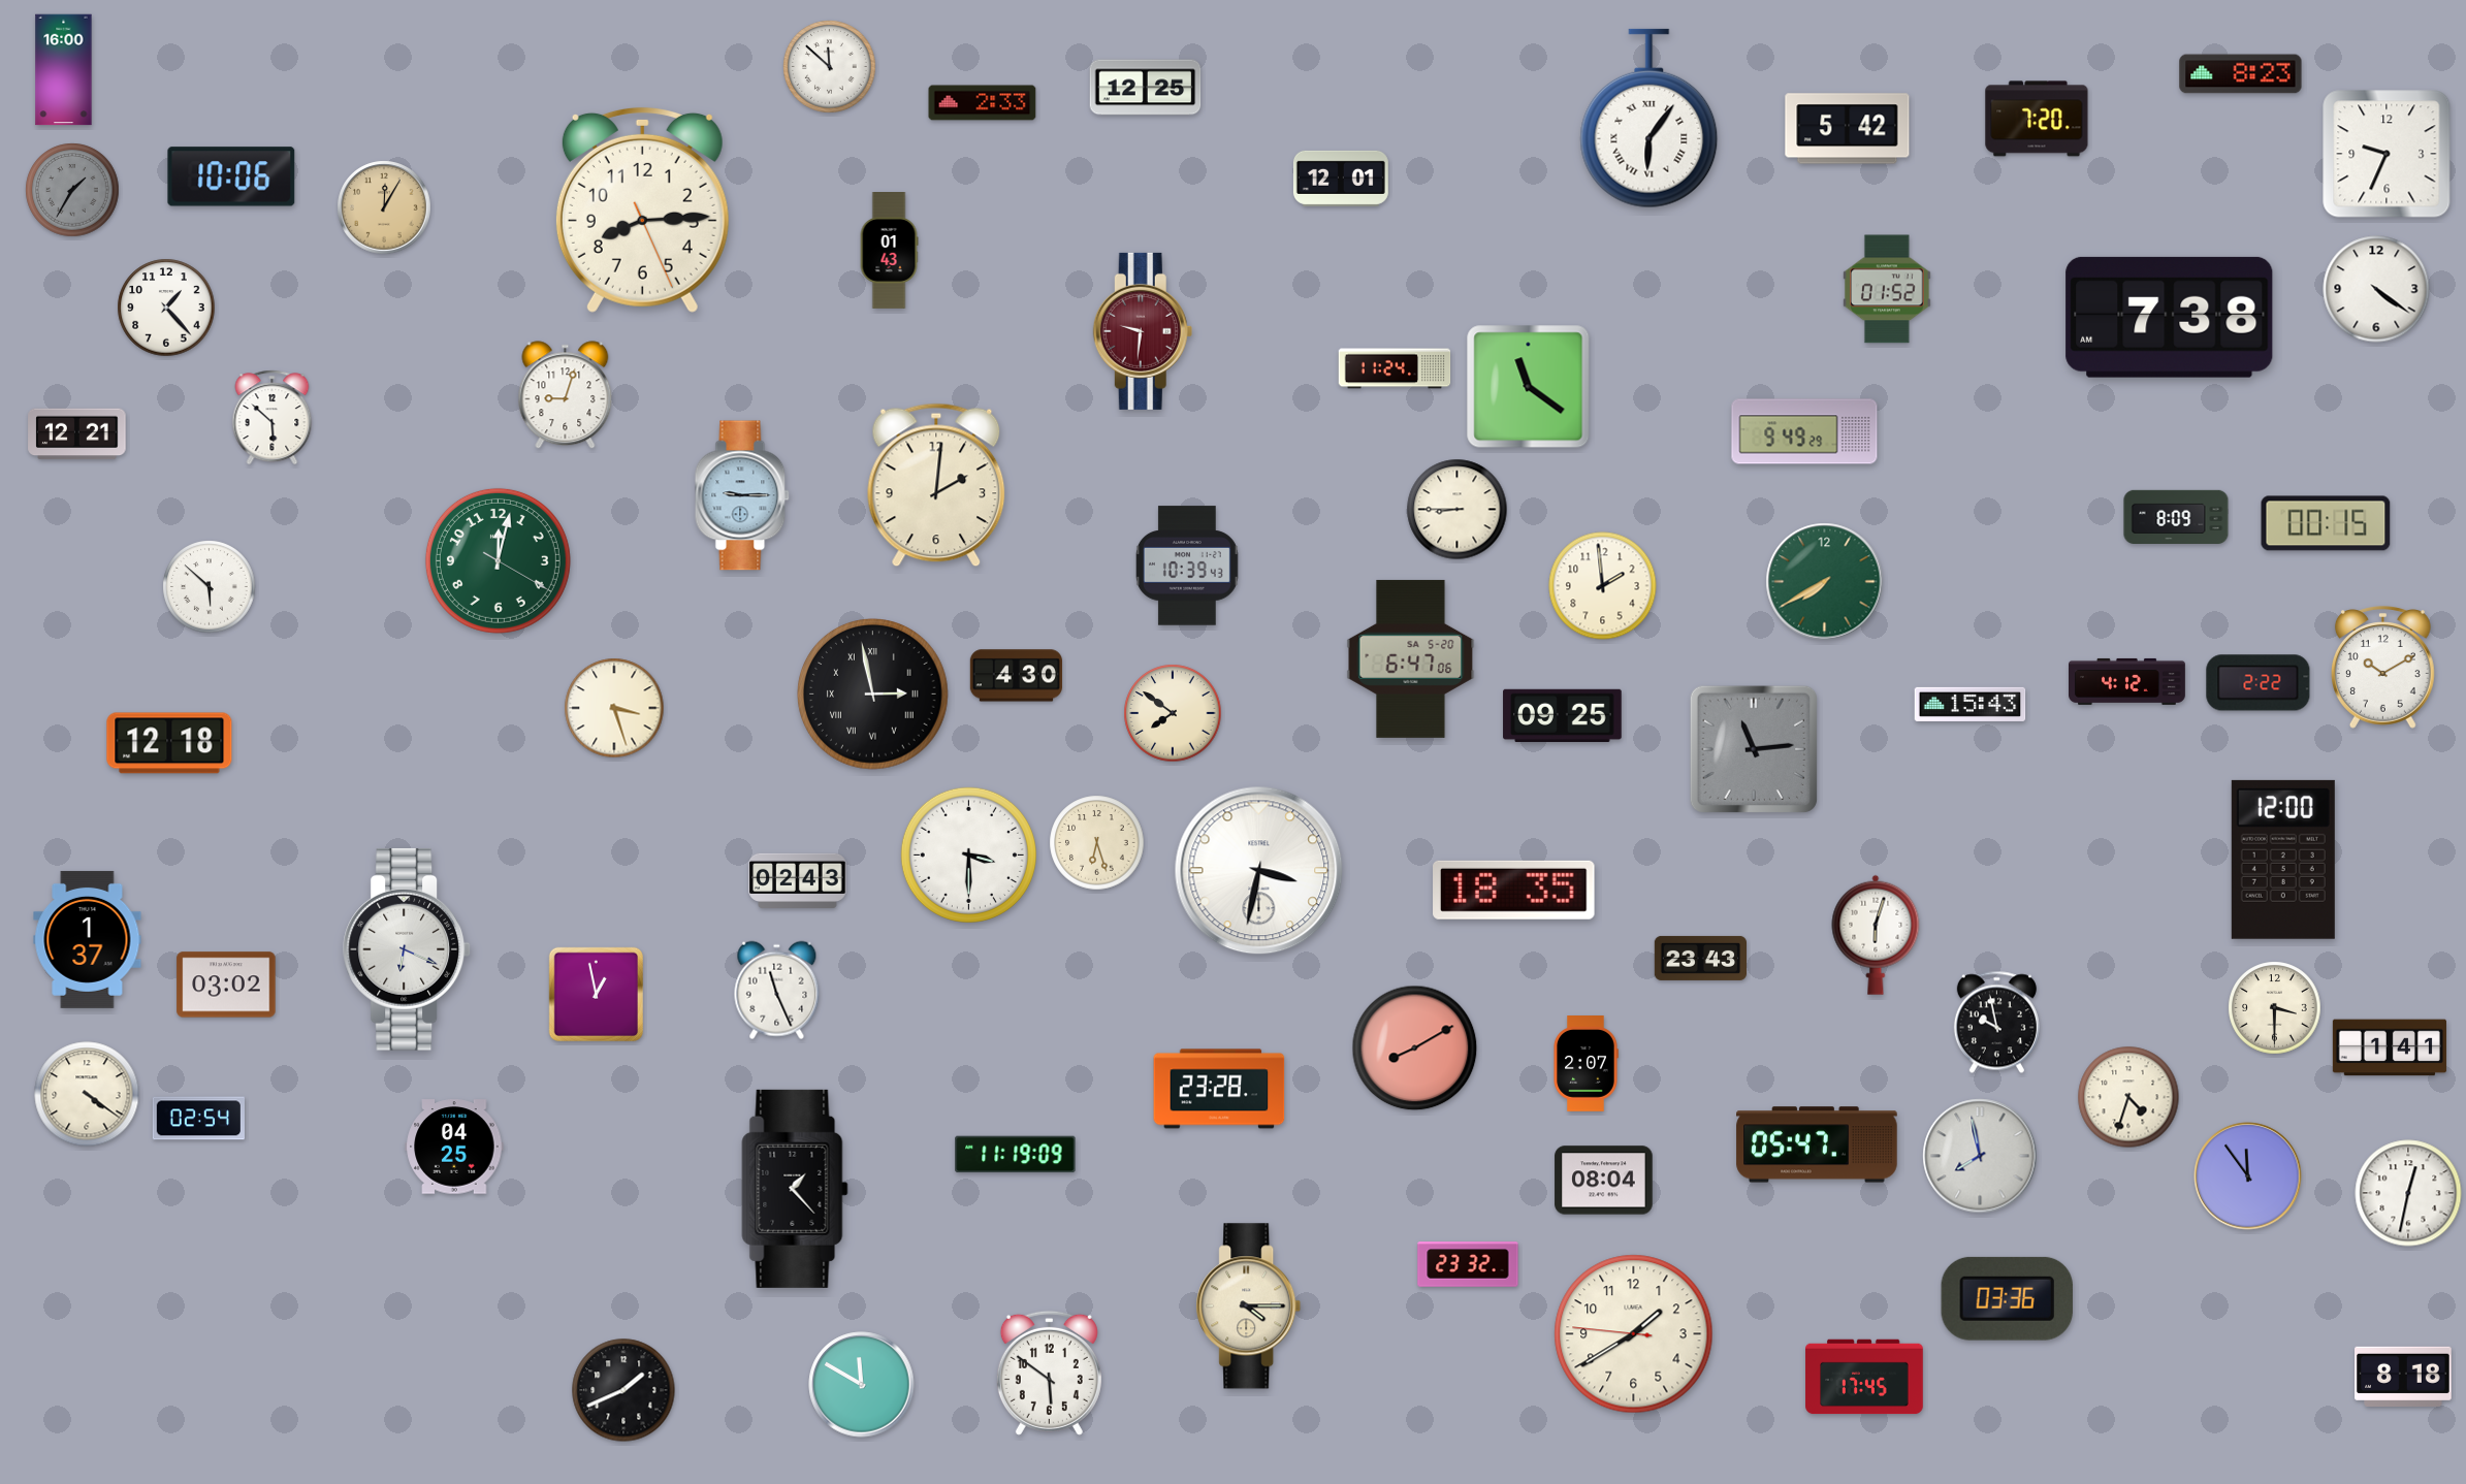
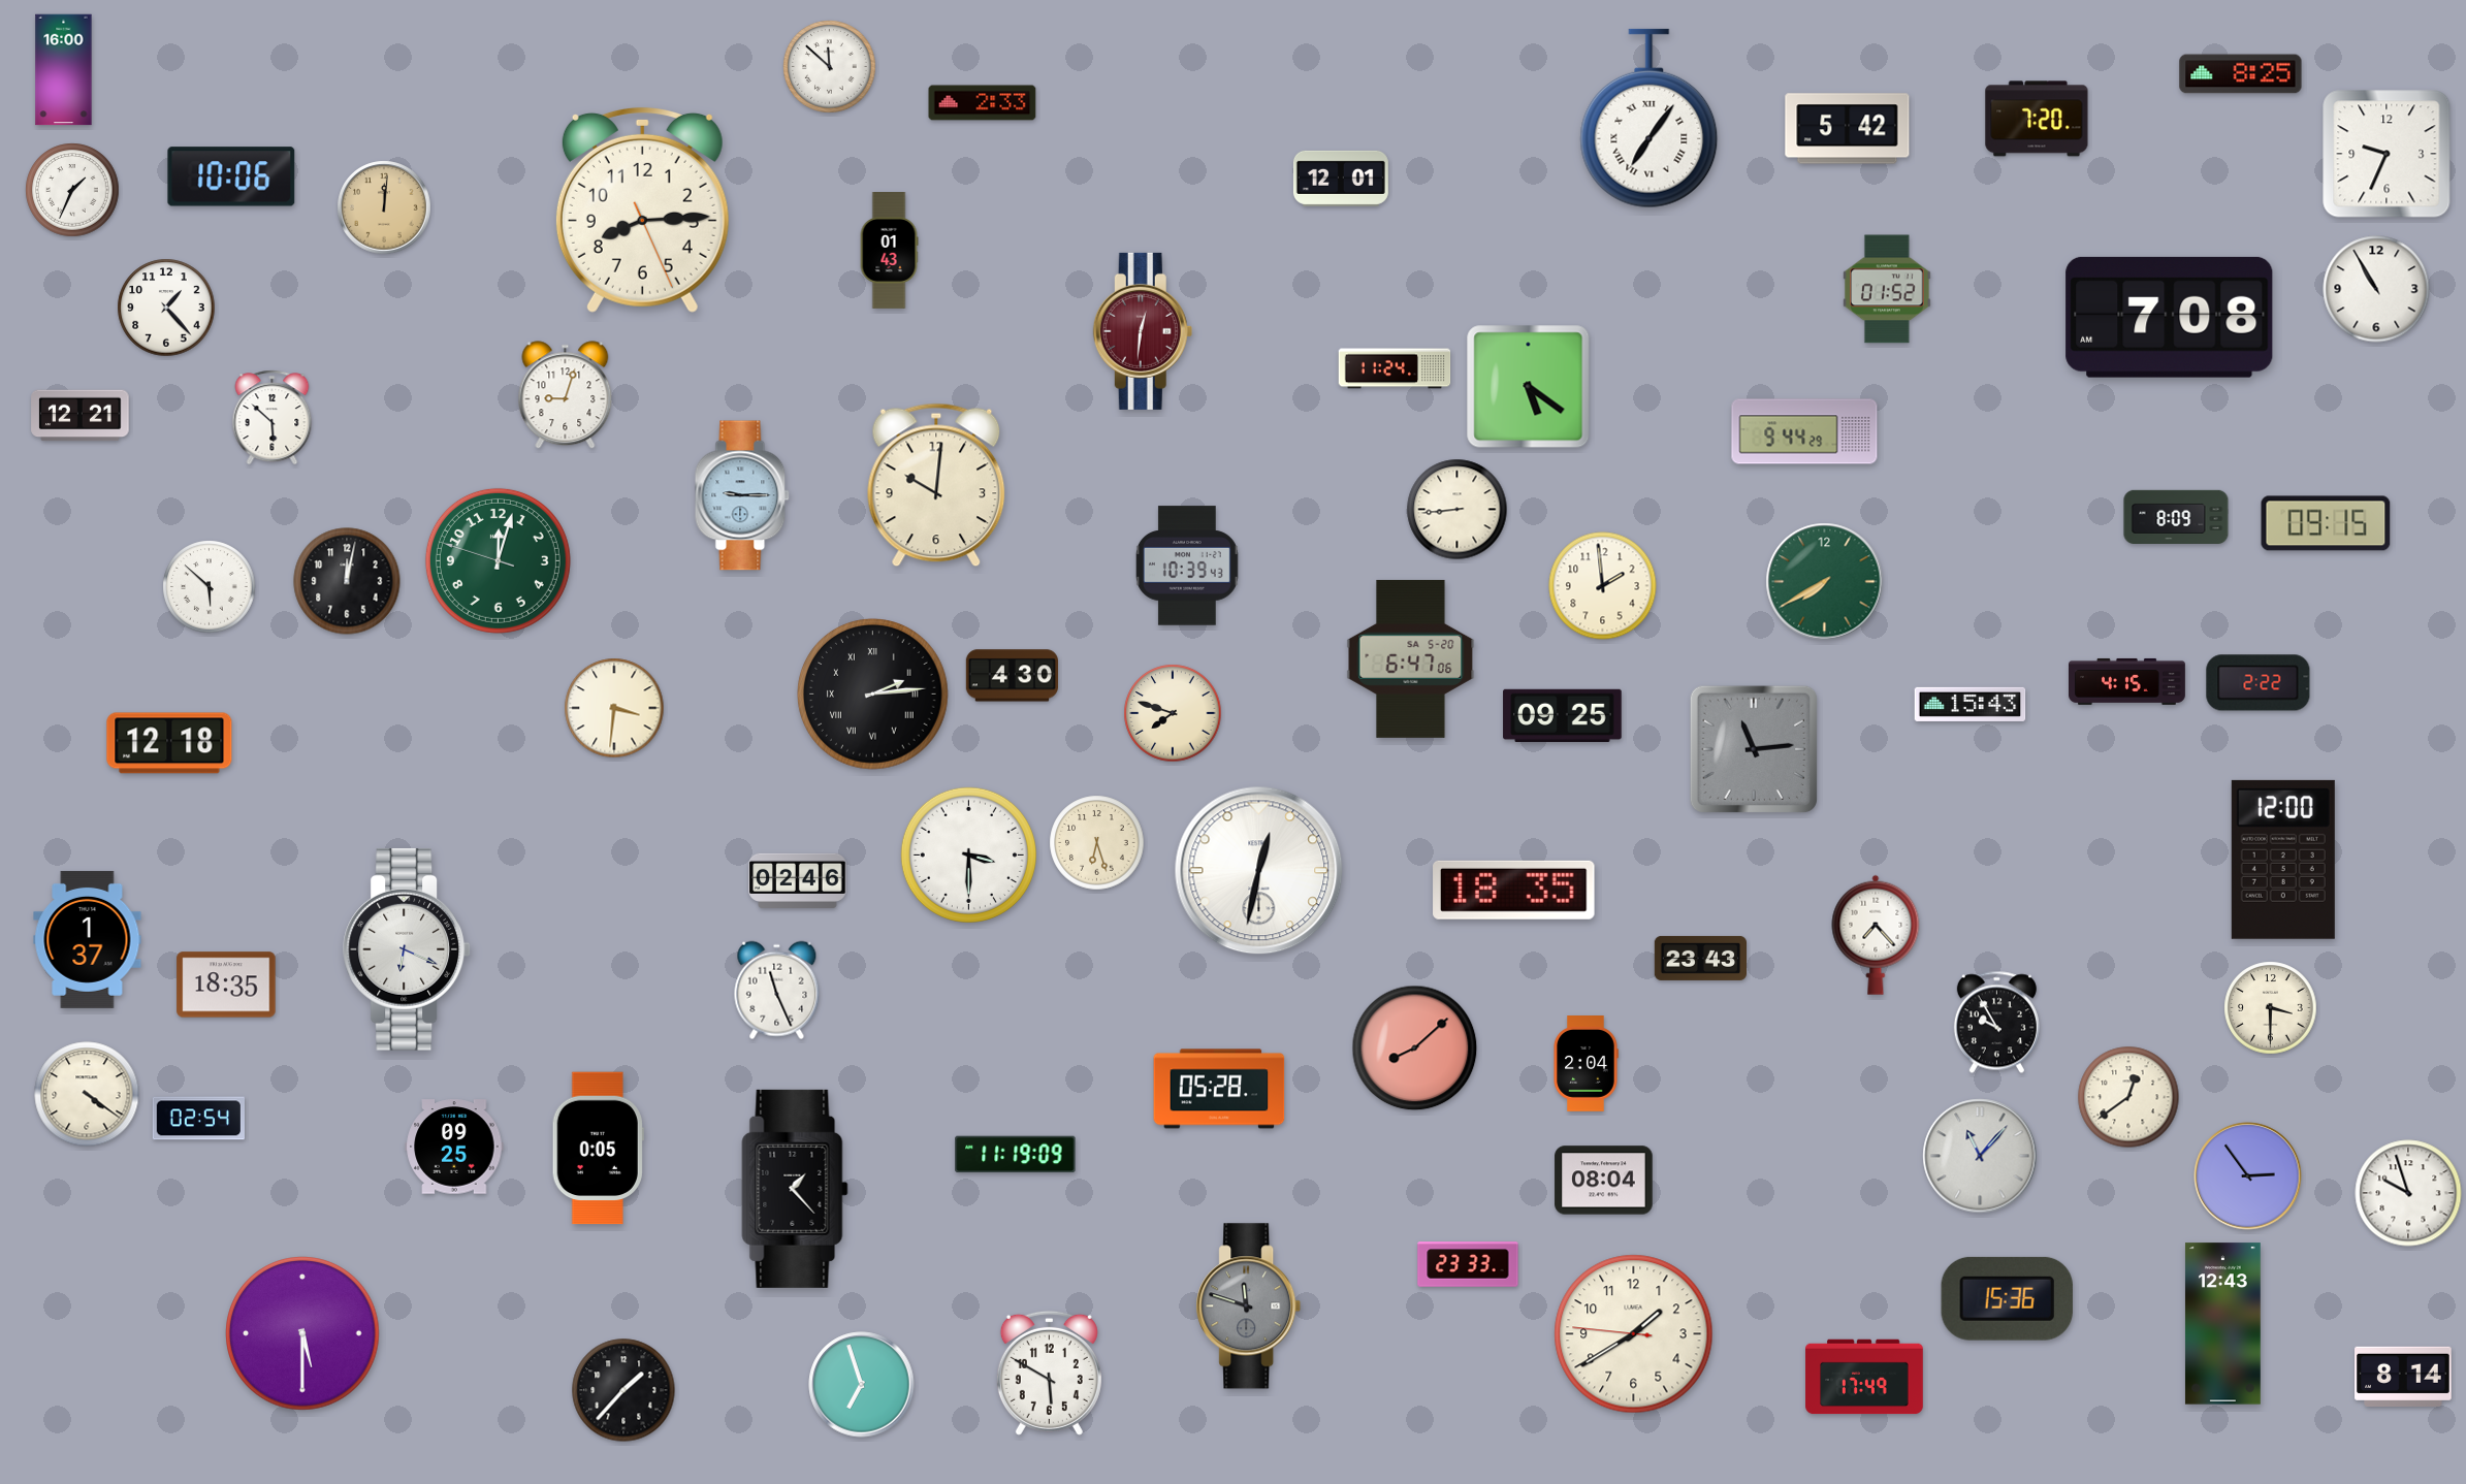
clock at (2241, 74): 8:23 -> 8:25
clock at (1146, 88): 12:25 -> none
clock at (1650, 119): 6:06 -> 7:06
clock at (72, 190): 1:35 -> 1:34
clock at (72, 190) dial: grey -> white
clock at (384, 207): 12:05 -> 12:01
clock at (2376, 289): 4:21 -> 10:55
clock at (2170, 317): 7:38 -> 7:08
clock at (1143, 331): 9:31 -> 12:31
clock at (1529, 387): 11:21 -> 5:21
clock at (1804, 431): 9:49 -> 9:44
clock at (77, 434) position: (77, 434) -> (81, 416)
clock at (936, 485): 2:01 -> 10:01
clock at (1458, 510): 8:45 -> 8:44
clock at (2326, 523): 00:15 -> 09:15
clock at (498, 560): 12:02:20 -> 12:02:48
clock at (347, 581): none -> 12:02
clock at (2382, 668): 10:10 -> none
clock at (1016, 676) position: (1016, 676) -> (1012, 676)
clock at (2127, 681): 4:12 -> 4:15
clock at (873, 695): 2:58 -> 2:14
clock at (614, 708): 3:27 -> 3:31
clock at (1173, 713): 7:51 -> 7:48
clock at (1259, 871): 3:32 -> 12:32
clock at (798, 880): 02:43 -> 02:46
clock at (1876, 935): 6:03 -> 7:23
clock at (226, 985): 03:02 -> 18:35
clock at (596, 994): 12:58 -> none
clock at (2275, 1008) position: (2275, 1008) -> (2271, 1008)
clock at (1996, 1023): 9:58 -> 9:55
clock at (2390, 1047): 1:41 -> none
clock at (1415, 1049): 8:10 -> 8:08
clock at (1586, 1064): 2:07 -> 2:04
clock at (1219, 1089): 23:28 -> 05:28
clock at (2128, 1097): 4:33 -> 12:39
clock at (1817, 1144): 05:47 -> none
clock at (454, 1147): 04:25 -> 09:25
clock at (598, 1149): none -> 0:05
clock at (1980, 1156): 7:58 -> 11:07
clock at (2248, 1176): 11:54 -> 2:54
clock at (2408, 1193): 12:32 -> 9:57
clock at (1468, 1264): 23:32 -> 23:33
clock at (2007, 1298): 03:36 -> 15:36
clock at (1249, 1306): 4:15 -> 11:48
clock at (1249, 1306) dial: cream -> grey
clock at (2222, 1324): none -> 12:43
clock at (302, 1333): none -> 5:30
clock at (1049, 1373): 5:51 -> 5:50
clock at (2403, 1376): 8:18 -> 8:14
clock at (1864, 1377): 17:45 -> 17:49
clock at (862, 1385): 11:50 -> 6:57
clock at (623, 1390): 1:41 -> 1:37
